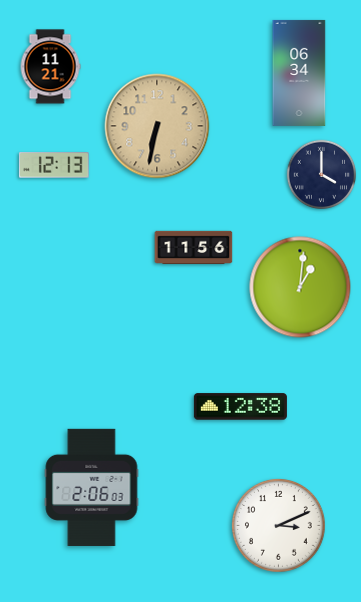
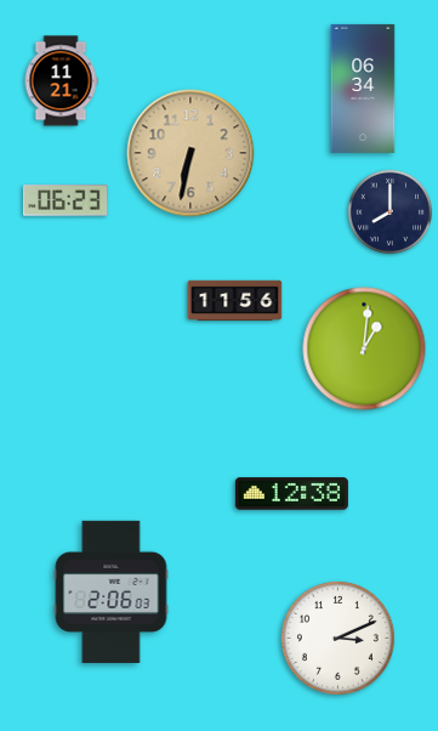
clock at (54, 165): 12:13 -> 06:23
clock at (322, 175): 4:00 -> 8:00
